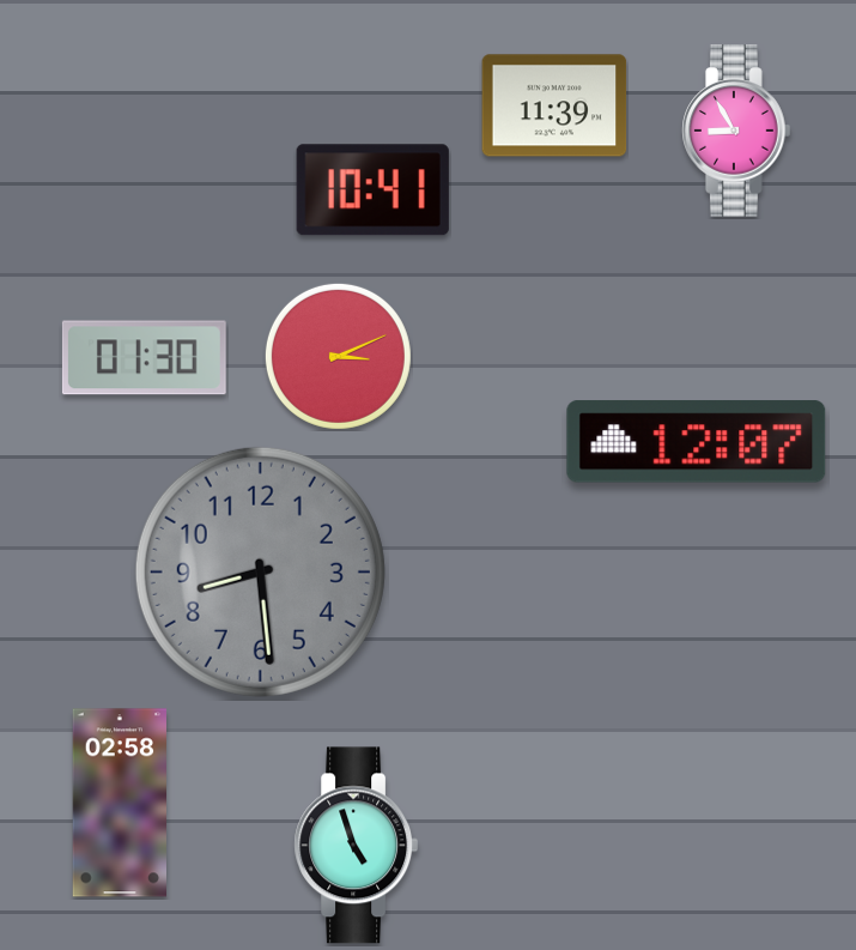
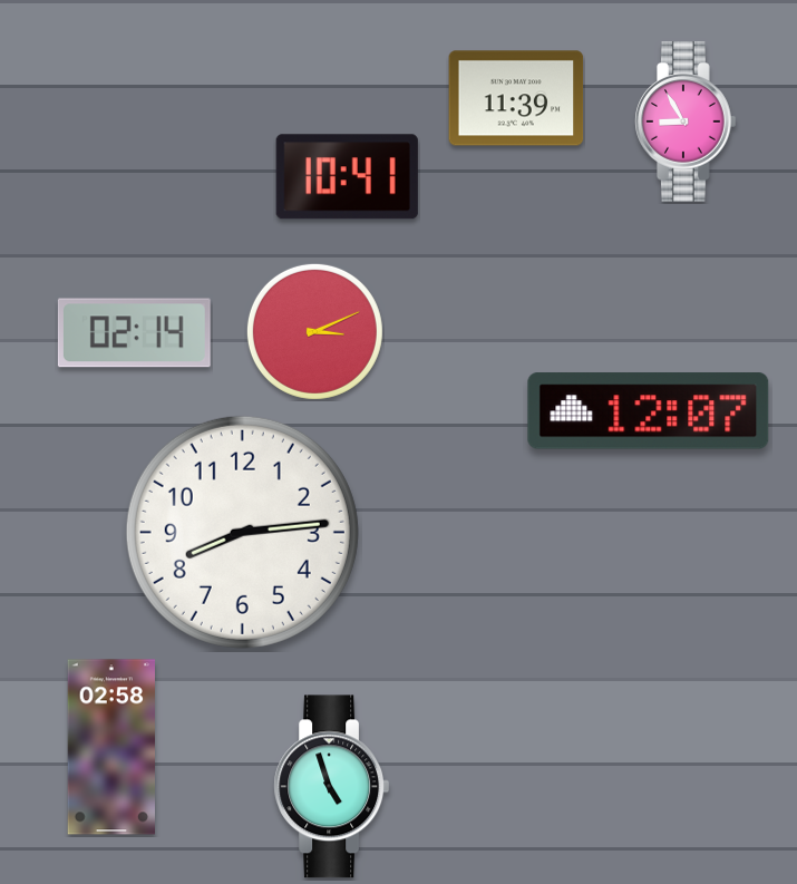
clock at (144, 358): 01:30 -> 02:14
clock at (260, 571): 8:29 -> 8:14
clock at (260, 571) dial: grey -> white
